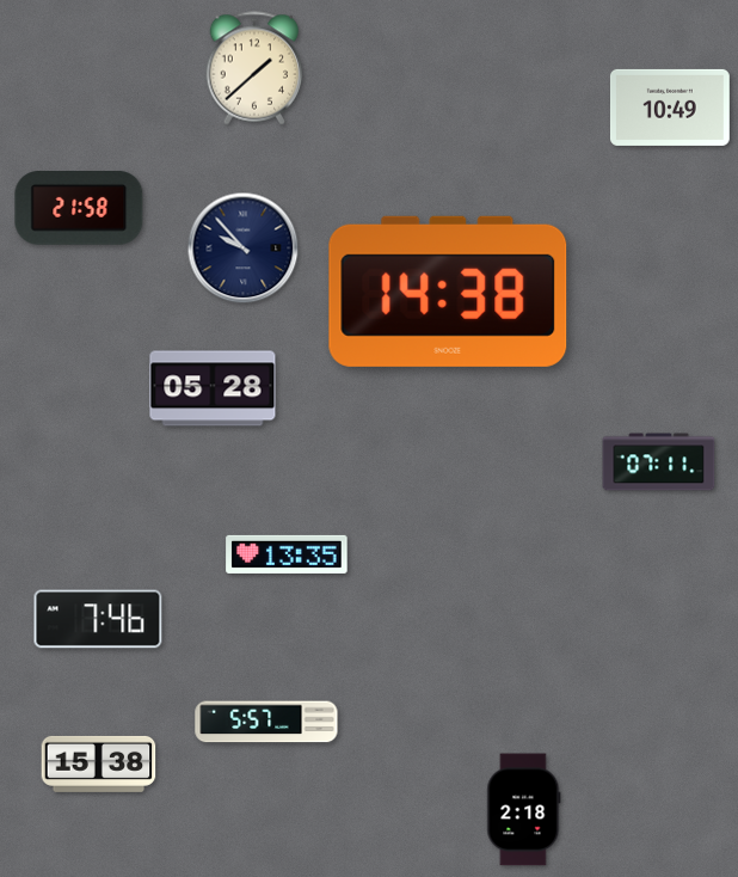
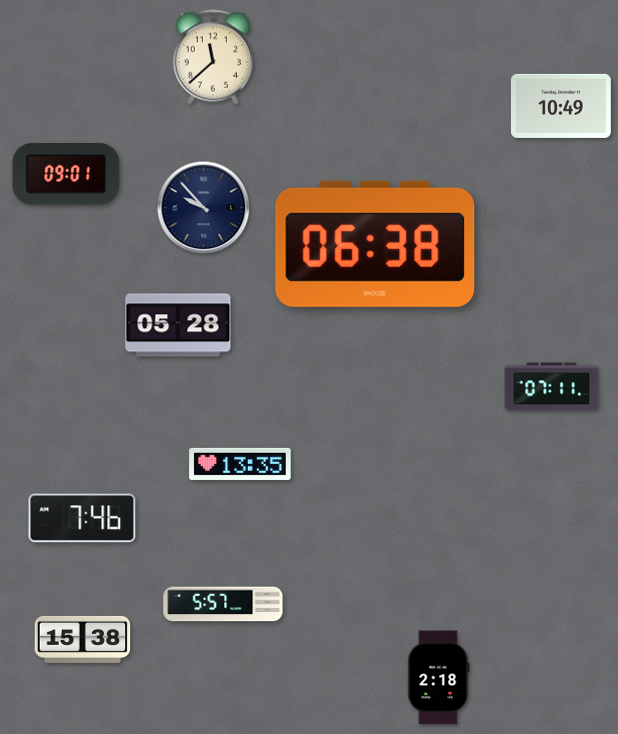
clock at (254, 68): 1:38 -> 11:38
clock at (670, 108) position: (670, 108) -> (561, 106)
clock at (79, 209): 21:58 -> 09:01
clock at (448, 292): 14:38 -> 06:38
